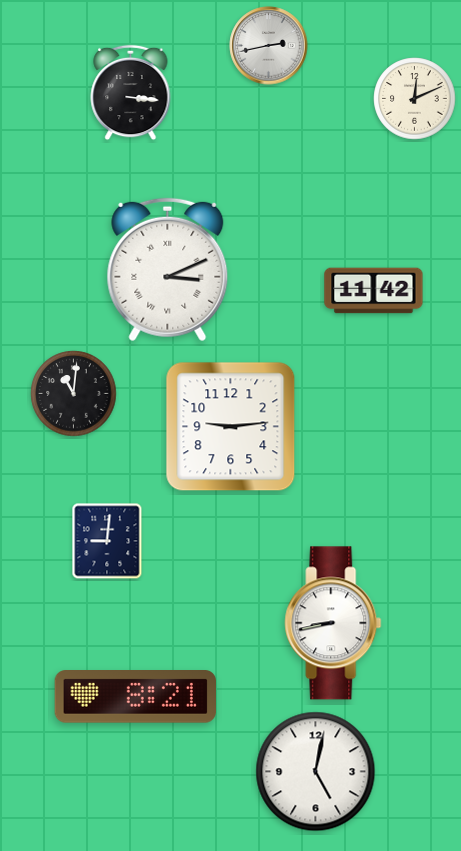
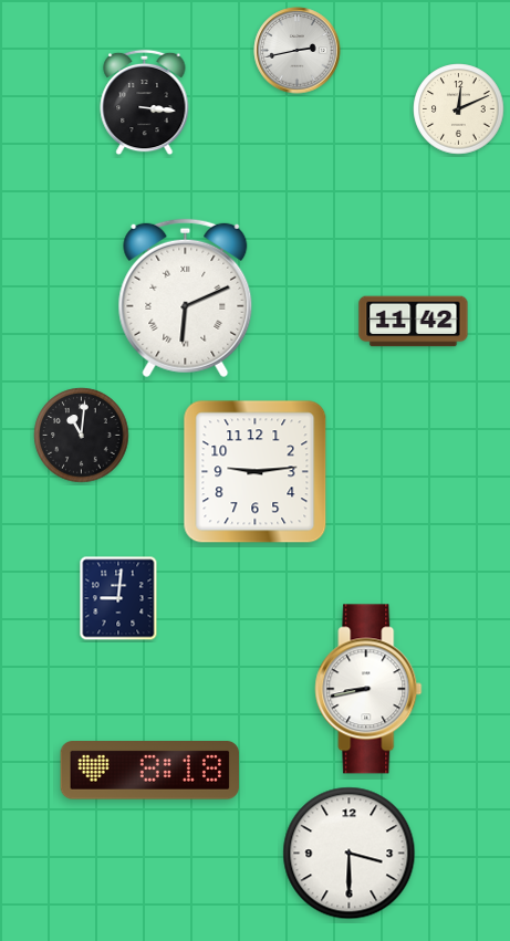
clock at (168, 270): 3:11 -> 6:11
clock at (136, 697): 8:21 -> 8:18
clock at (316, 772): 5:02 -> 3:30
